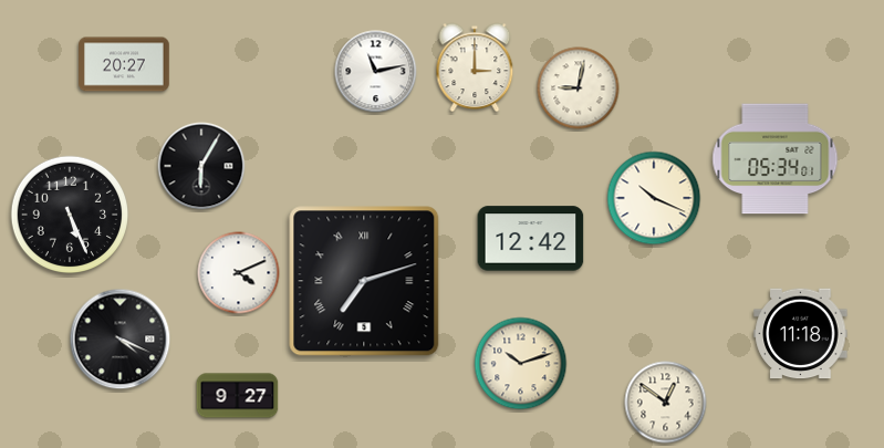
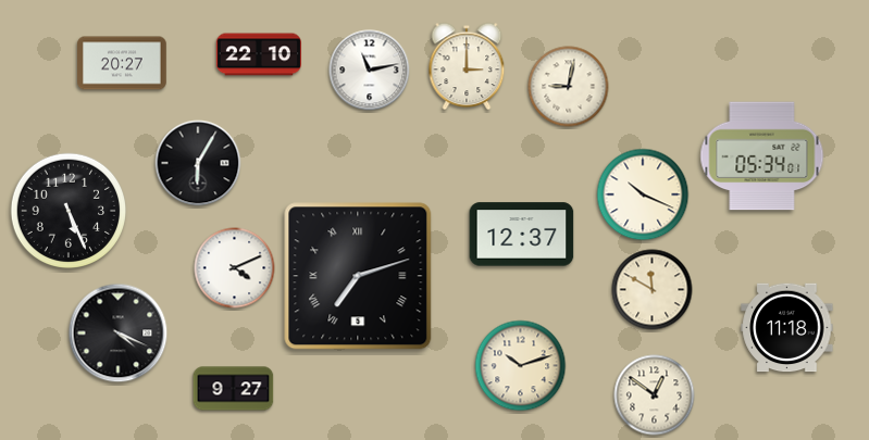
clock at (259, 54): none -> 22:10
clock at (531, 239): 12:42 -> 12:37
clock at (653, 290): none -> 11:50
clock at (521, 364) position: (521, 364) -> (521, 366)
